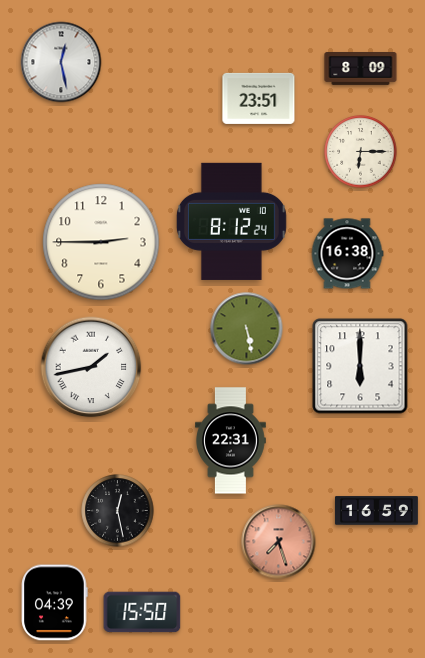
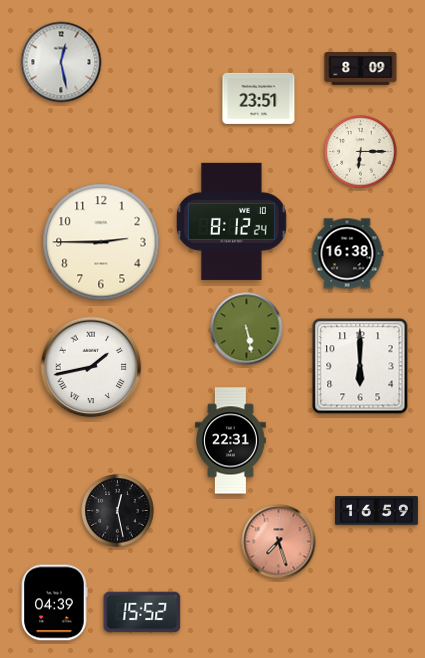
clock at (142, 612): 15:50 -> 15:52
